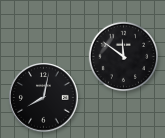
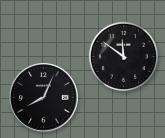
clock at (44, 98): 8:02 -> 8:04
